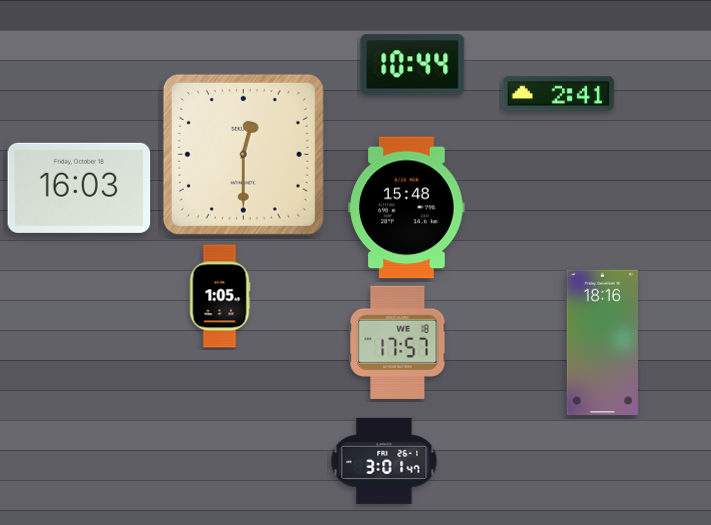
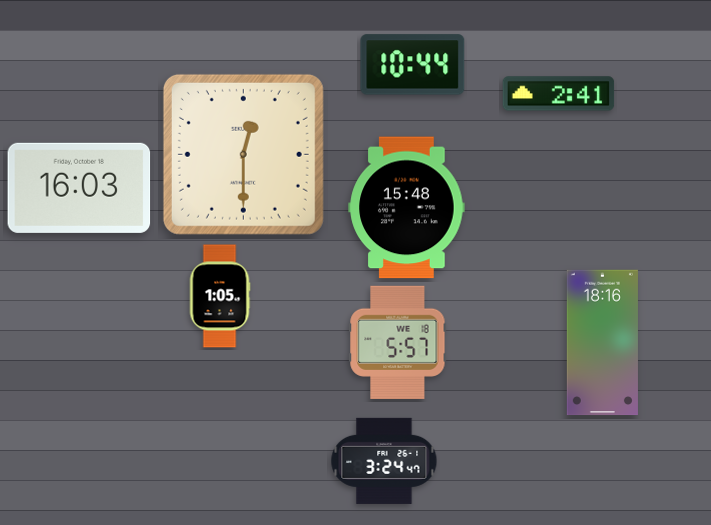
clock at (398, 342): 17:57 -> 5:57
clock at (384, 461): 3:01 -> 3:24
